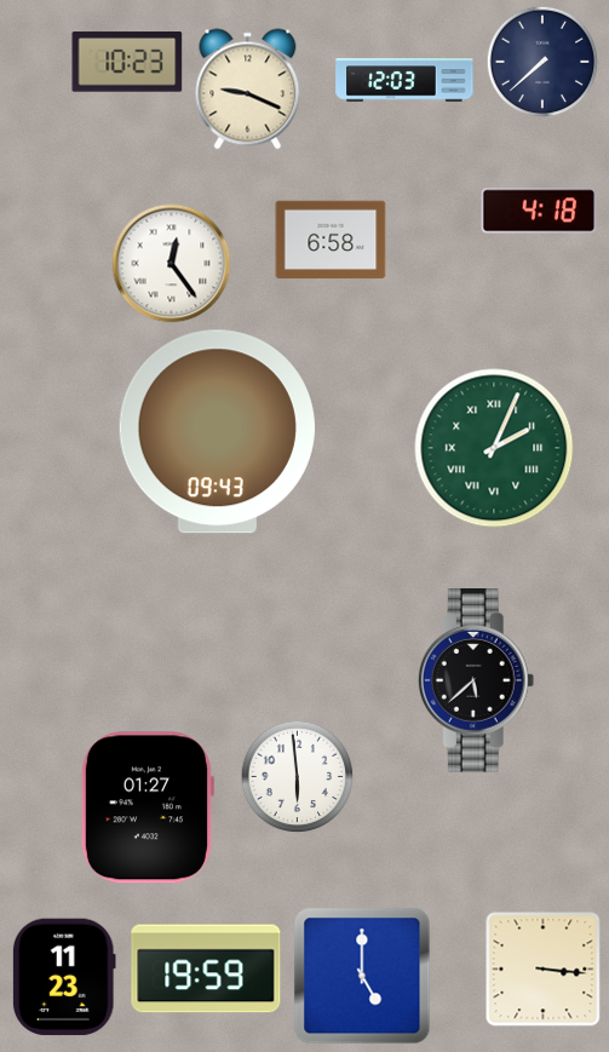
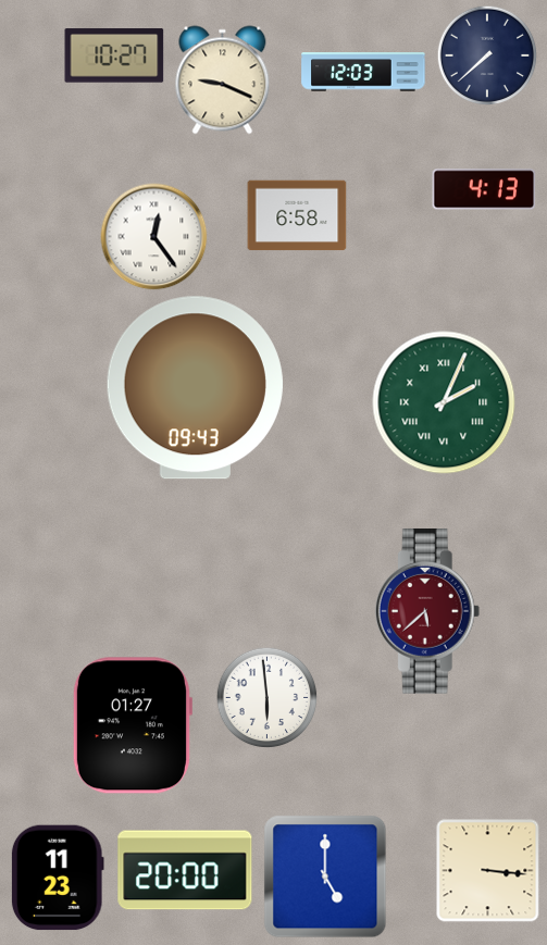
clock at (127, 62): 10:23 -> 10:27
clock at (539, 211): 4:18 -> 4:13
clock at (476, 682) dial: black -> burgundy
clock at (206, 968): 19:59 -> 20:00
